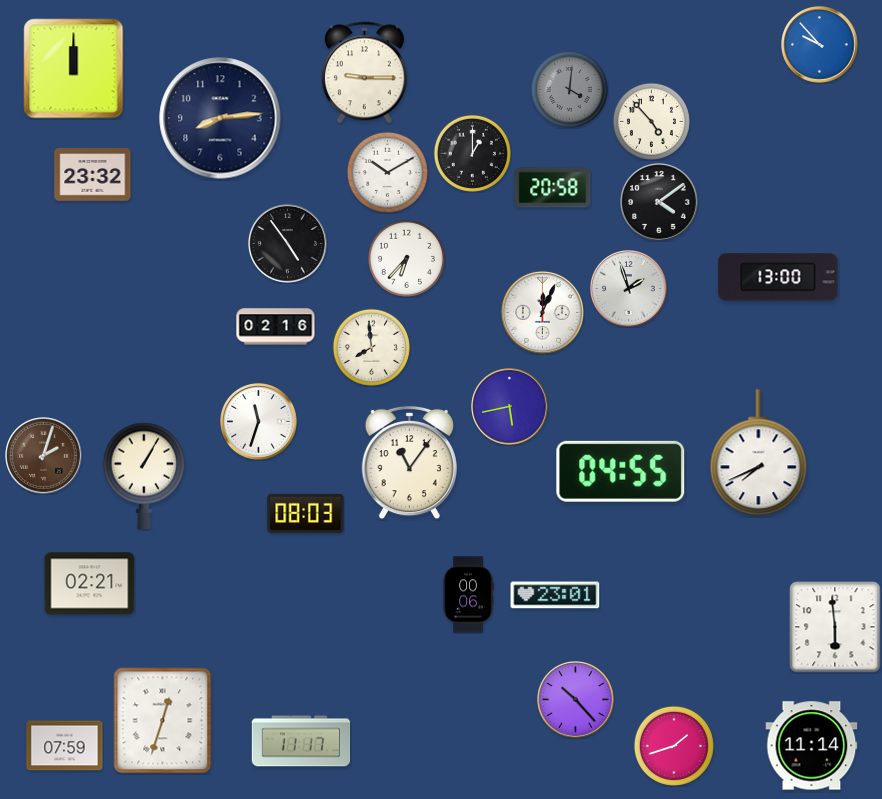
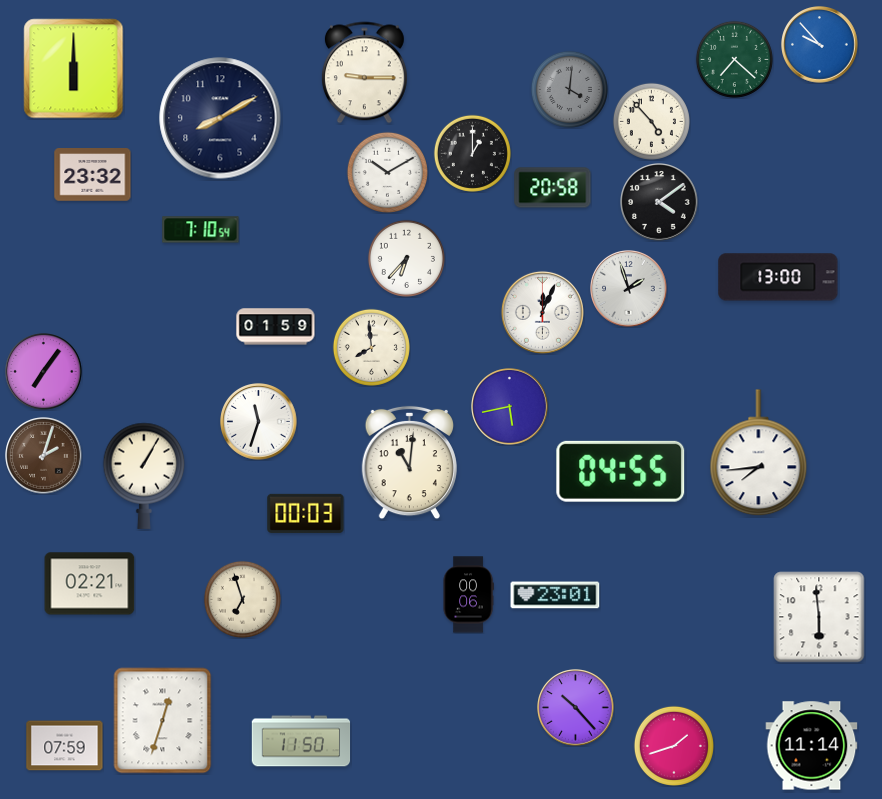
clock at (734, 59): none -> 7:22
clock at (74, 69): 12:00 -> 6:00
clock at (220, 118): 8:14 -> 8:10
clock at (201, 230): none -> 7:10
clock at (288, 244): 4:54 -> none
clock at (276, 327): 02:16 -> 01:59
clock at (44, 372): none -> 7:06
clock at (759, 453): 7:41 -> 7:44
clock at (409, 463): 11:06 -> 11:01
clock at (306, 513): 08:03 -> 00:03
clock at (242, 599): none -> 6:57
clock at (835, 627) position: (835, 627) -> (819, 617)
clock at (576, 700) position: (576, 700) -> (576, 708)
clock at (301, 741): 11:17 -> 11:50
